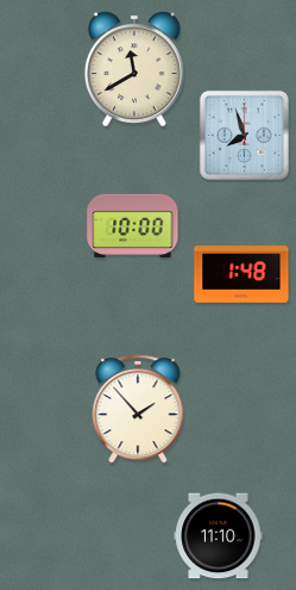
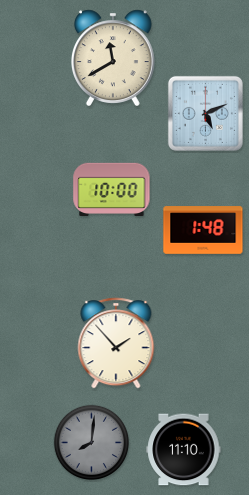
clock at (244, 135): 7:57 -> 5:11
clock at (92, 443): none -> 8:01
